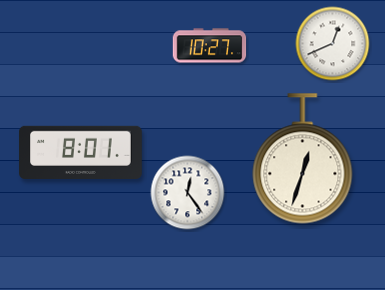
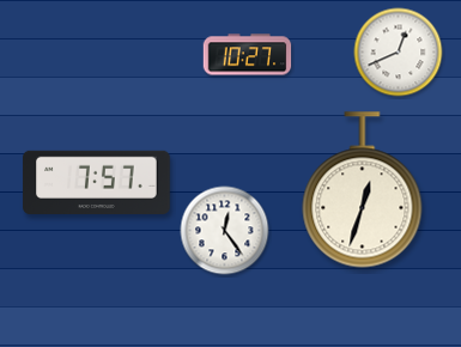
clock at (210, 46) position: (210, 46) -> (248, 55)
clock at (81, 152): 8:01 -> 7:57
